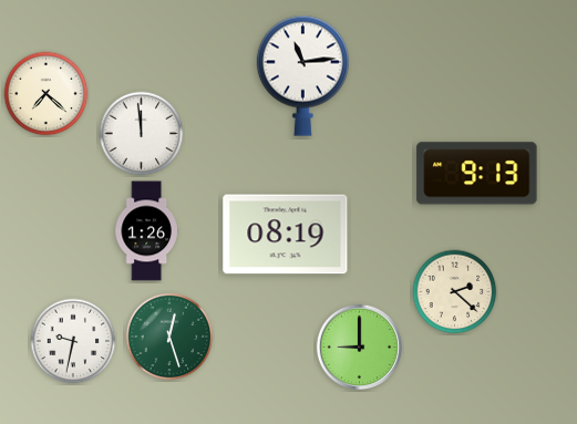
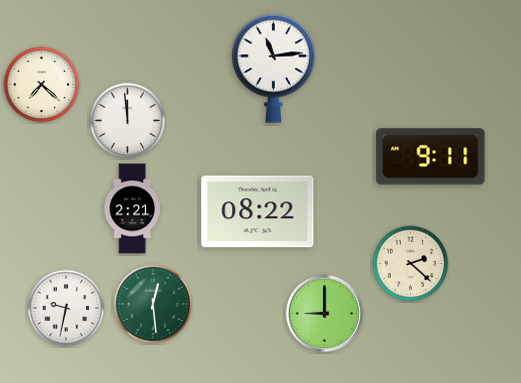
clock at (477, 174): 9:13 -> 9:11
clock at (146, 231): 1:26 -> 2:21
clock at (286, 235): 08:19 -> 08:22
clock at (169, 337): 12:27 -> 12:29
